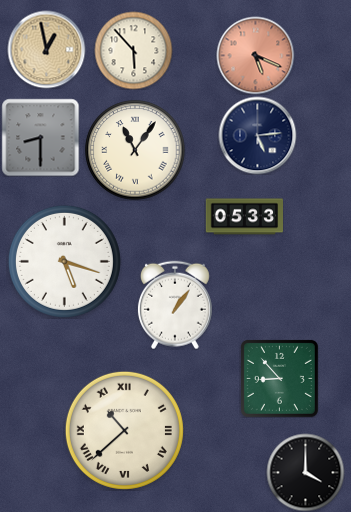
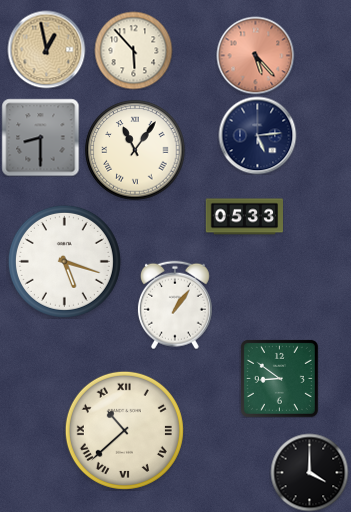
clock at (255, 55): 5:19 -> 5:23
clock at (279, 378): 8:53 -> 8:51
clock at (305, 472) position: (305, 472) -> (309, 472)
